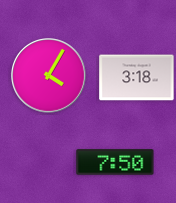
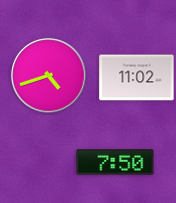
clock at (49, 76): 4:05 -> 4:42
clock at (137, 78): 3:18 -> 11:02
